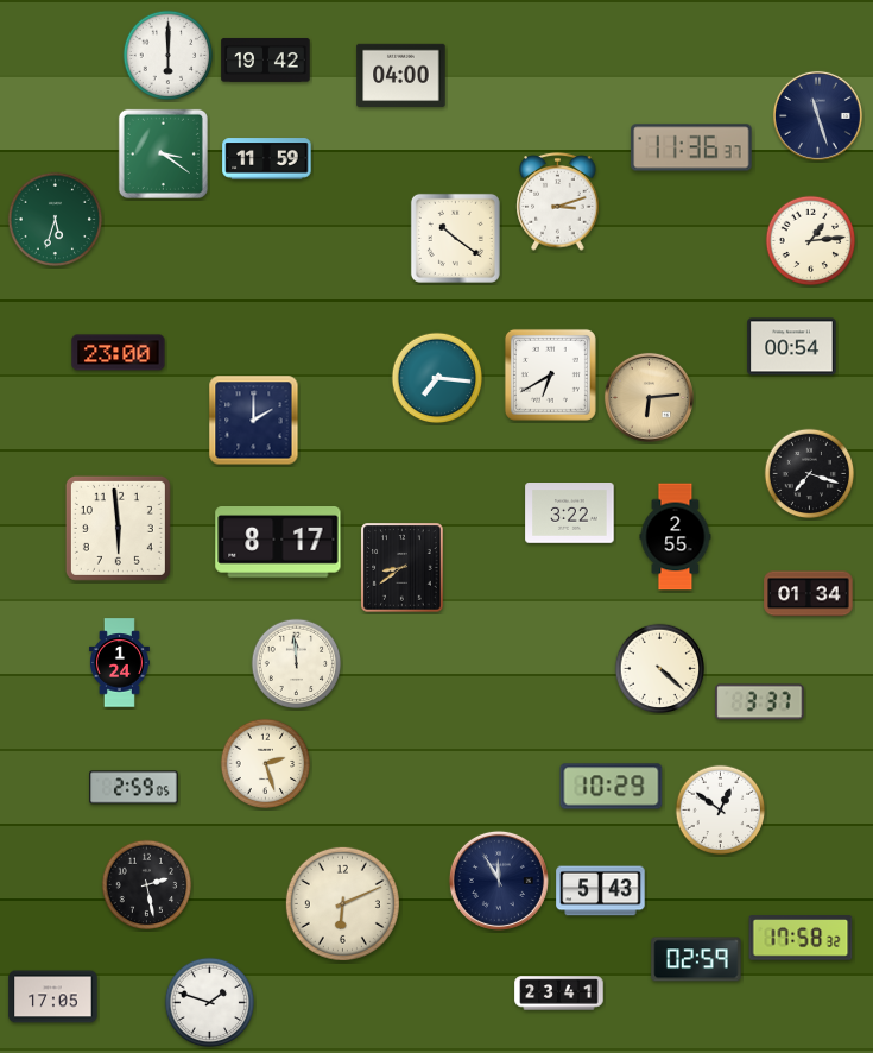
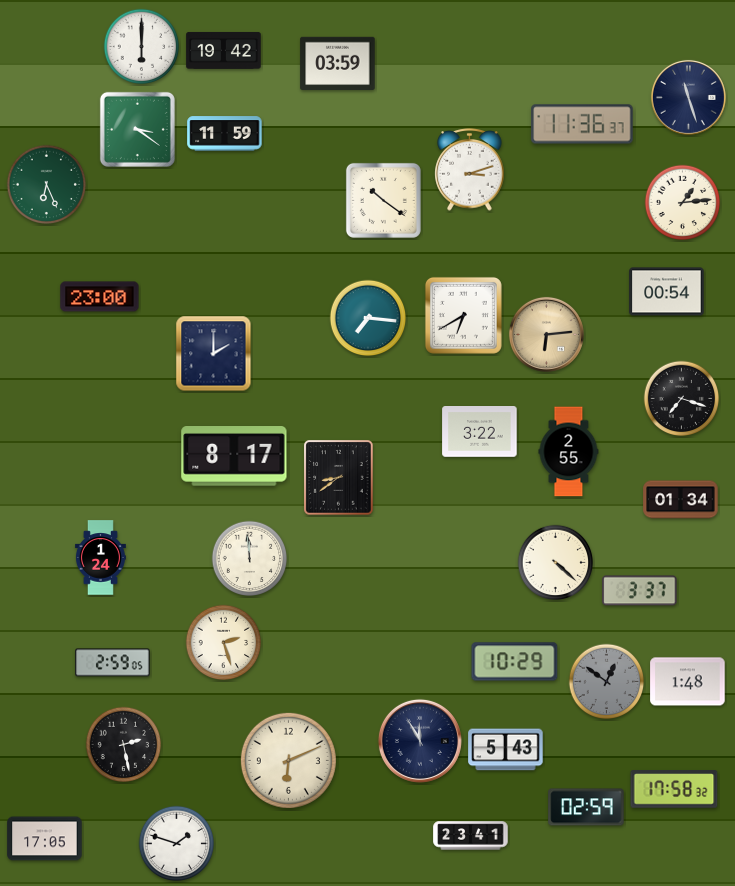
clock at (401, 75): 04:00 -> 03:59
clock at (56, 220): 5:33 -> 6:26
clock at (118, 528): 5:59 -> none
clock at (721, 811) dial: white -> grey
clock at (688, 682): none -> 1:48
